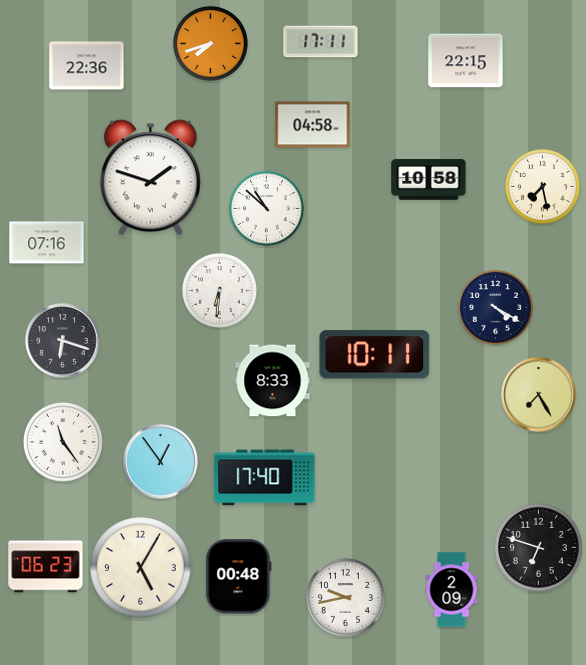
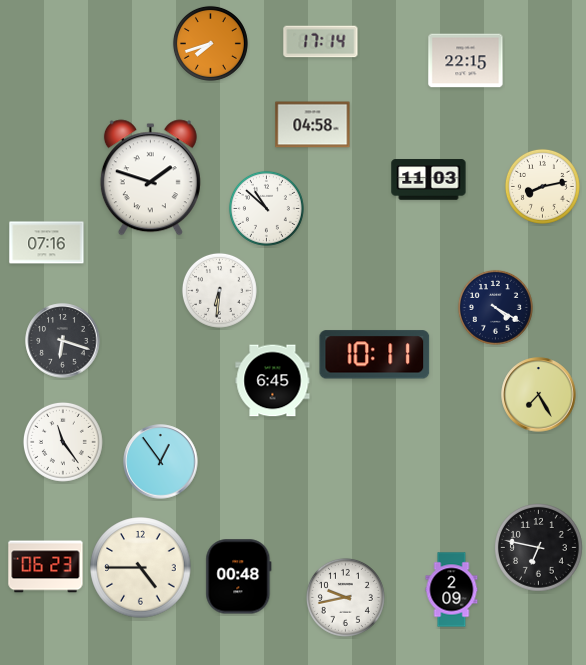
clock at (321, 42): 17:11 -> 17:14
clock at (87, 66): 22:36 -> none
clock at (429, 180): 10:58 -> 11:03
clock at (542, 186): 7:28 -> 8:13
clock at (273, 381): 8:33 -> 6:45
clock at (265, 478): 17:40 -> none
clock at (539, 548): 6:48 -> 6:47
clock at (141, 568): 5:05 -> 4:45
